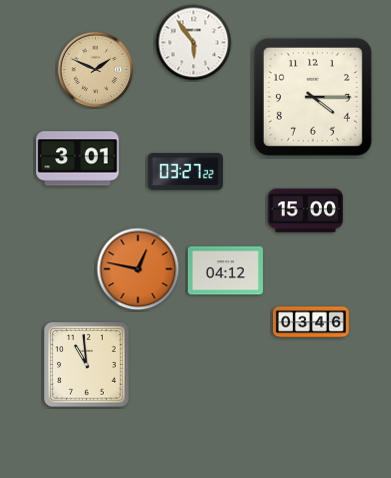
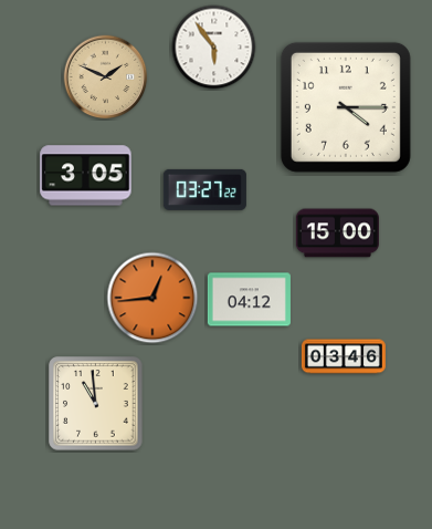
clock at (78, 159): 3:01 -> 3:05
clock at (138, 269): 12:47 -> 12:44
